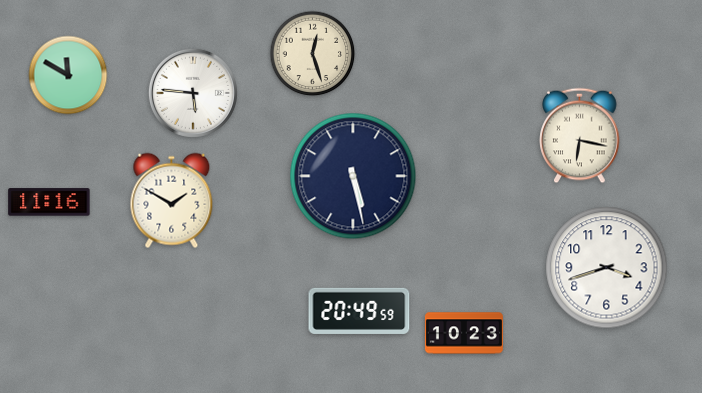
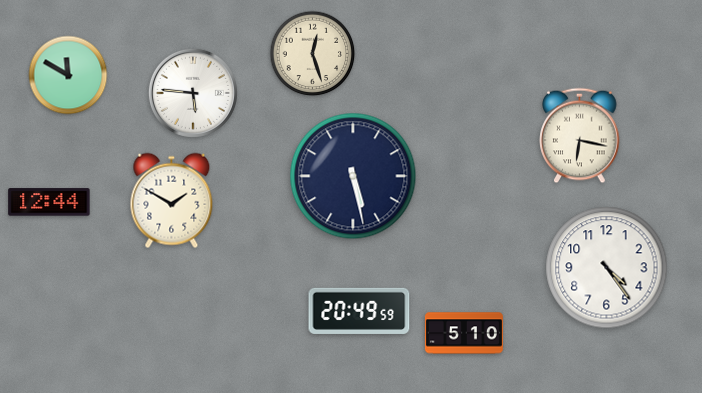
clock at (49, 202): 11:16 -> 12:44
clock at (607, 268): 3:42 -> 4:24
clock at (464, 333): 10:23 -> 5:10
